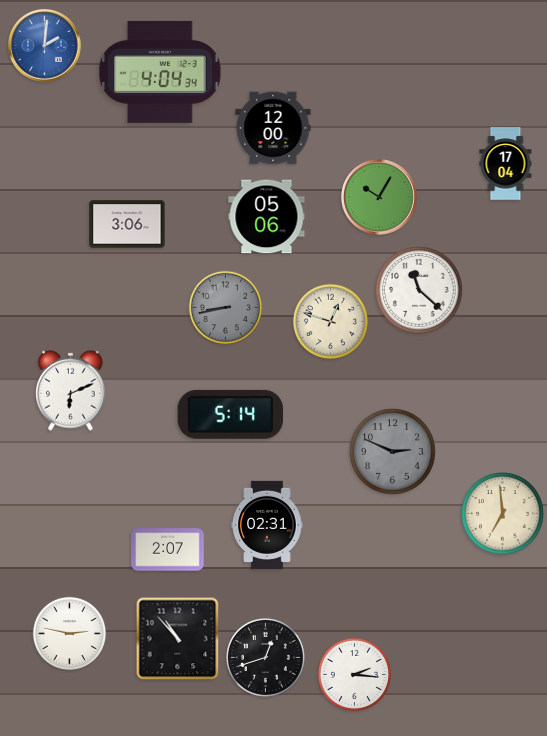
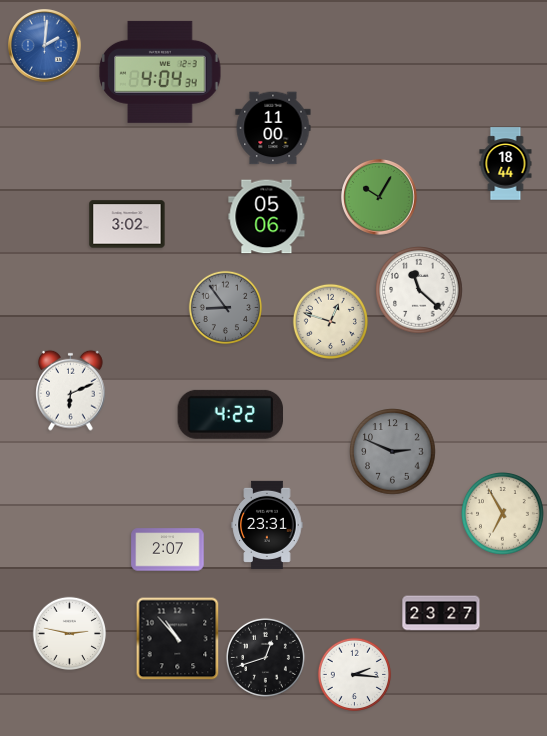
clock at (273, 128): 12:00 -> 11:00
clock at (506, 164): 17:04 -> 18:44
clock at (127, 224): 3:06 -> 3:02
clock at (226, 308): 8:43 -> 8:54
clock at (231, 414): 5:14 -> 4:22
clock at (503, 514): 6:59 -> 6:55
clock at (267, 525): 02:31 -> 23:31
clock at (441, 613): none -> 23:27
